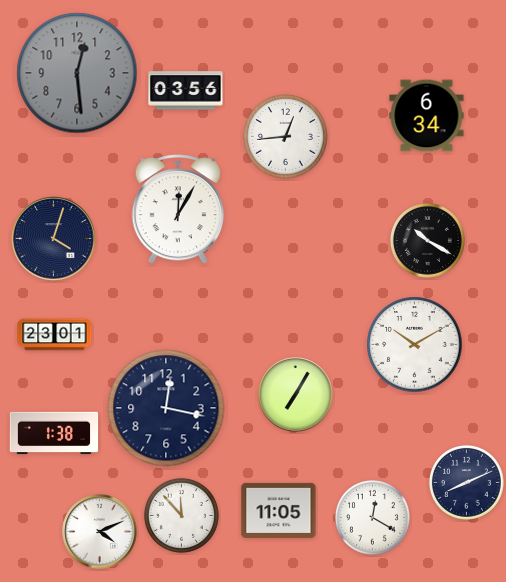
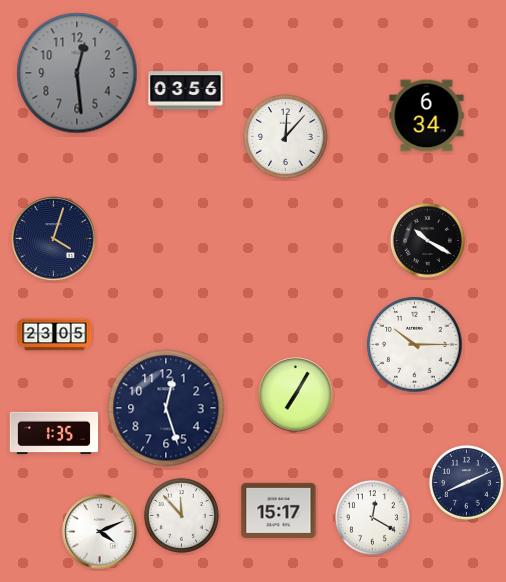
clock at (286, 137): 12:44 -> 12:07
clock at (177, 210): 12:05 -> none
clock at (55, 335): 23:01 -> 23:05
clock at (415, 345): 10:10 -> 10:15
clock at (166, 408): 12:17 -> 12:27
clock at (54, 433): 1:38 -> 1:35
clock at (279, 510): 11:05 -> 15:17
